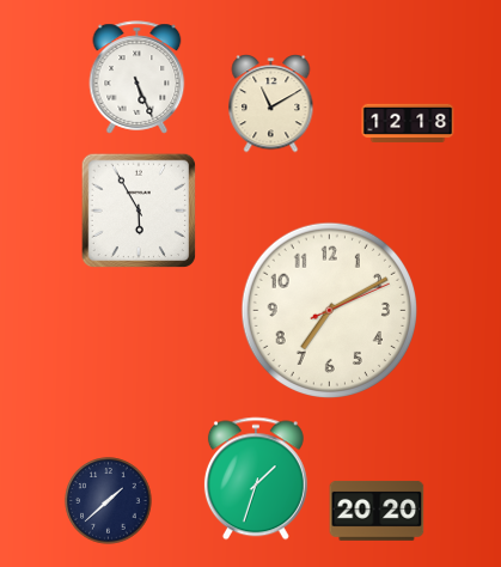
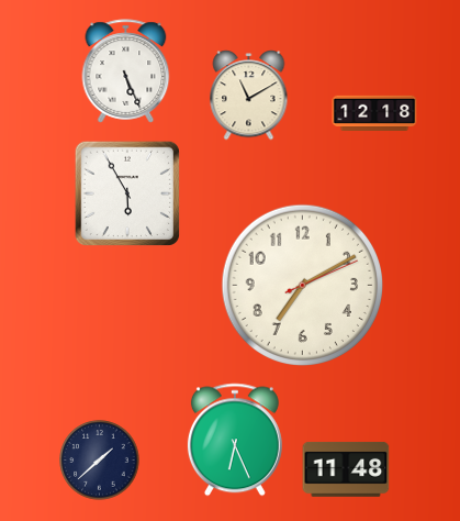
clock at (256, 478): 1:33 -> 6:26
clock at (377, 511): 20:20 -> 11:48
